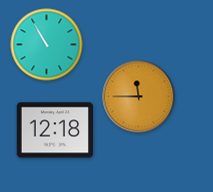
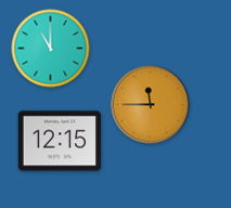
clock at (47, 45): 10:55 -> 11:00
clock at (54, 130): 12:18 -> 12:15
